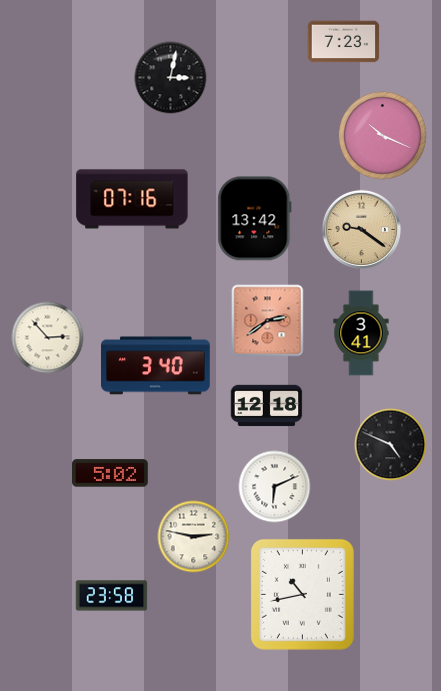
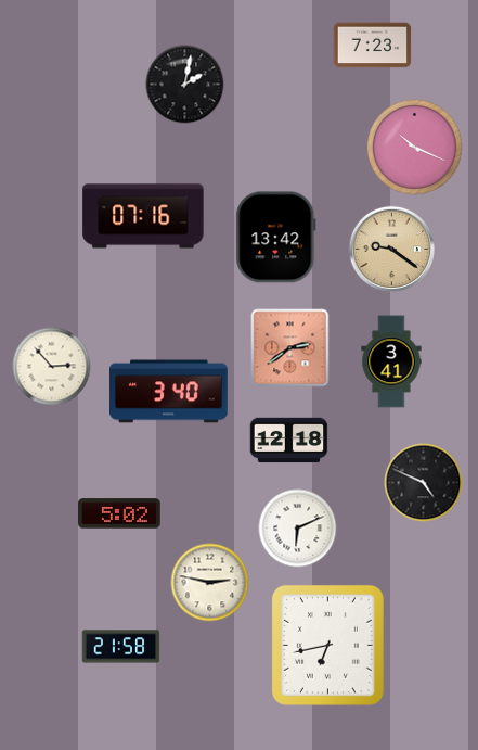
clock at (171, 78): 3:02 -> 2:02
clock at (156, 366) position: (156, 366) -> (169, 392)
clock at (302, 594): 10:43 -> 6:43
clock at (112, 596): 23:58 -> 21:58
